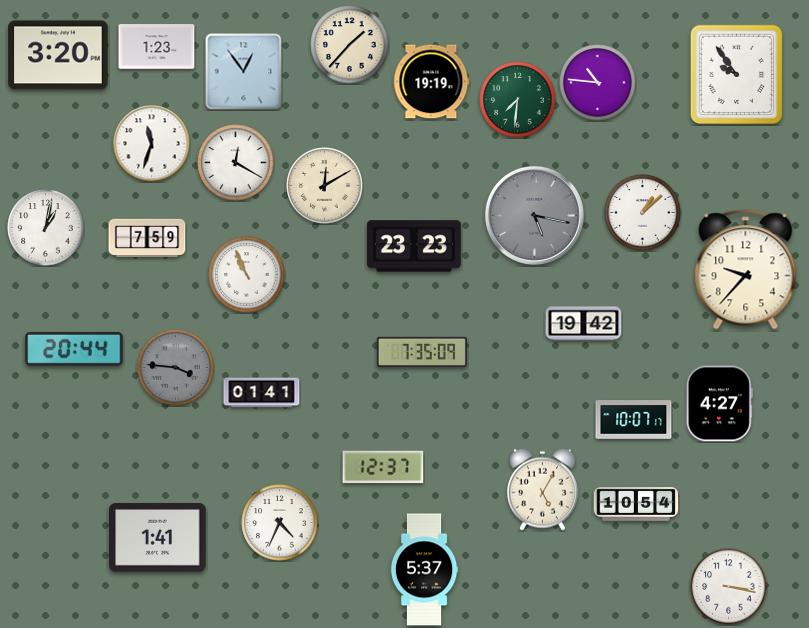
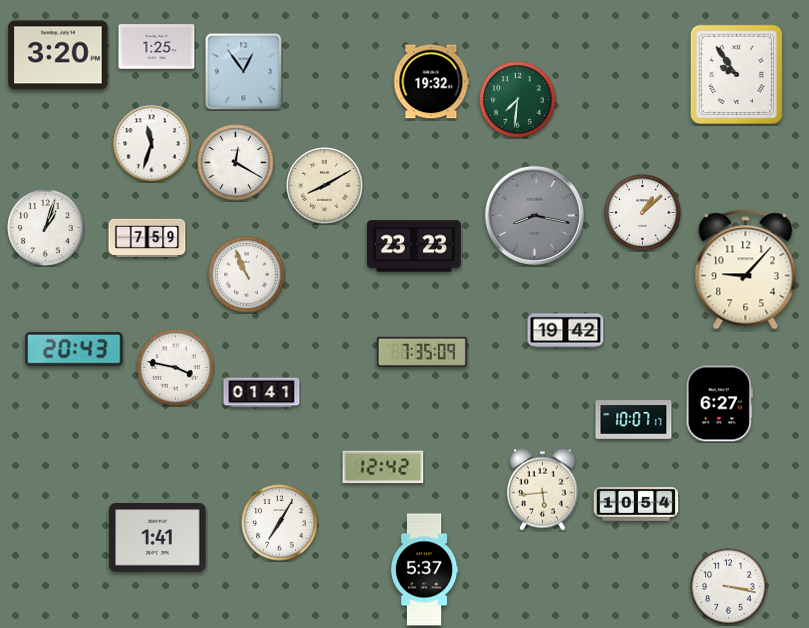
clock at (350, 45): 1:37 -> none
clock at (157, 47): 1:23 -> 1:25
clock at (432, 82): 19:19 -> 19:32
clock at (598, 83): 10:46 -> none
clock at (325, 186): 12:10 -> 8:10
clock at (534, 215): 5:17 -> 8:17
clock at (46, 228): 1:02 -> 1:03
clock at (746, 270): 9:37 -> 9:07
clock at (584, 324) position: (584, 324) -> (566, 331)
clock at (74, 349): 20:44 -> 20:43
clock at (176, 368): 3:46 -> 3:47
clock at (176, 368) dial: grey -> white
clock at (719, 404): 4:27 -> 6:27
clock at (383, 467): 12:37 -> 12:42
clock at (542, 489): 5:05 -> 5:44
clock at (280, 523): 4:34 -> 7:05
